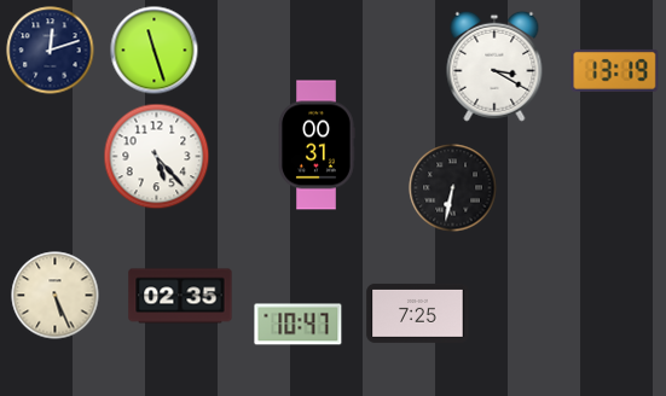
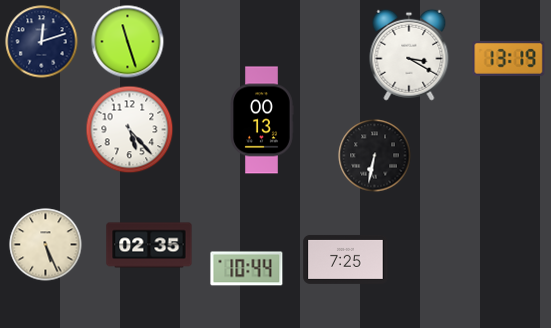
clock at (317, 145): 00:31 -> 00:13
clock at (299, 325): 10:47 -> 10:44
